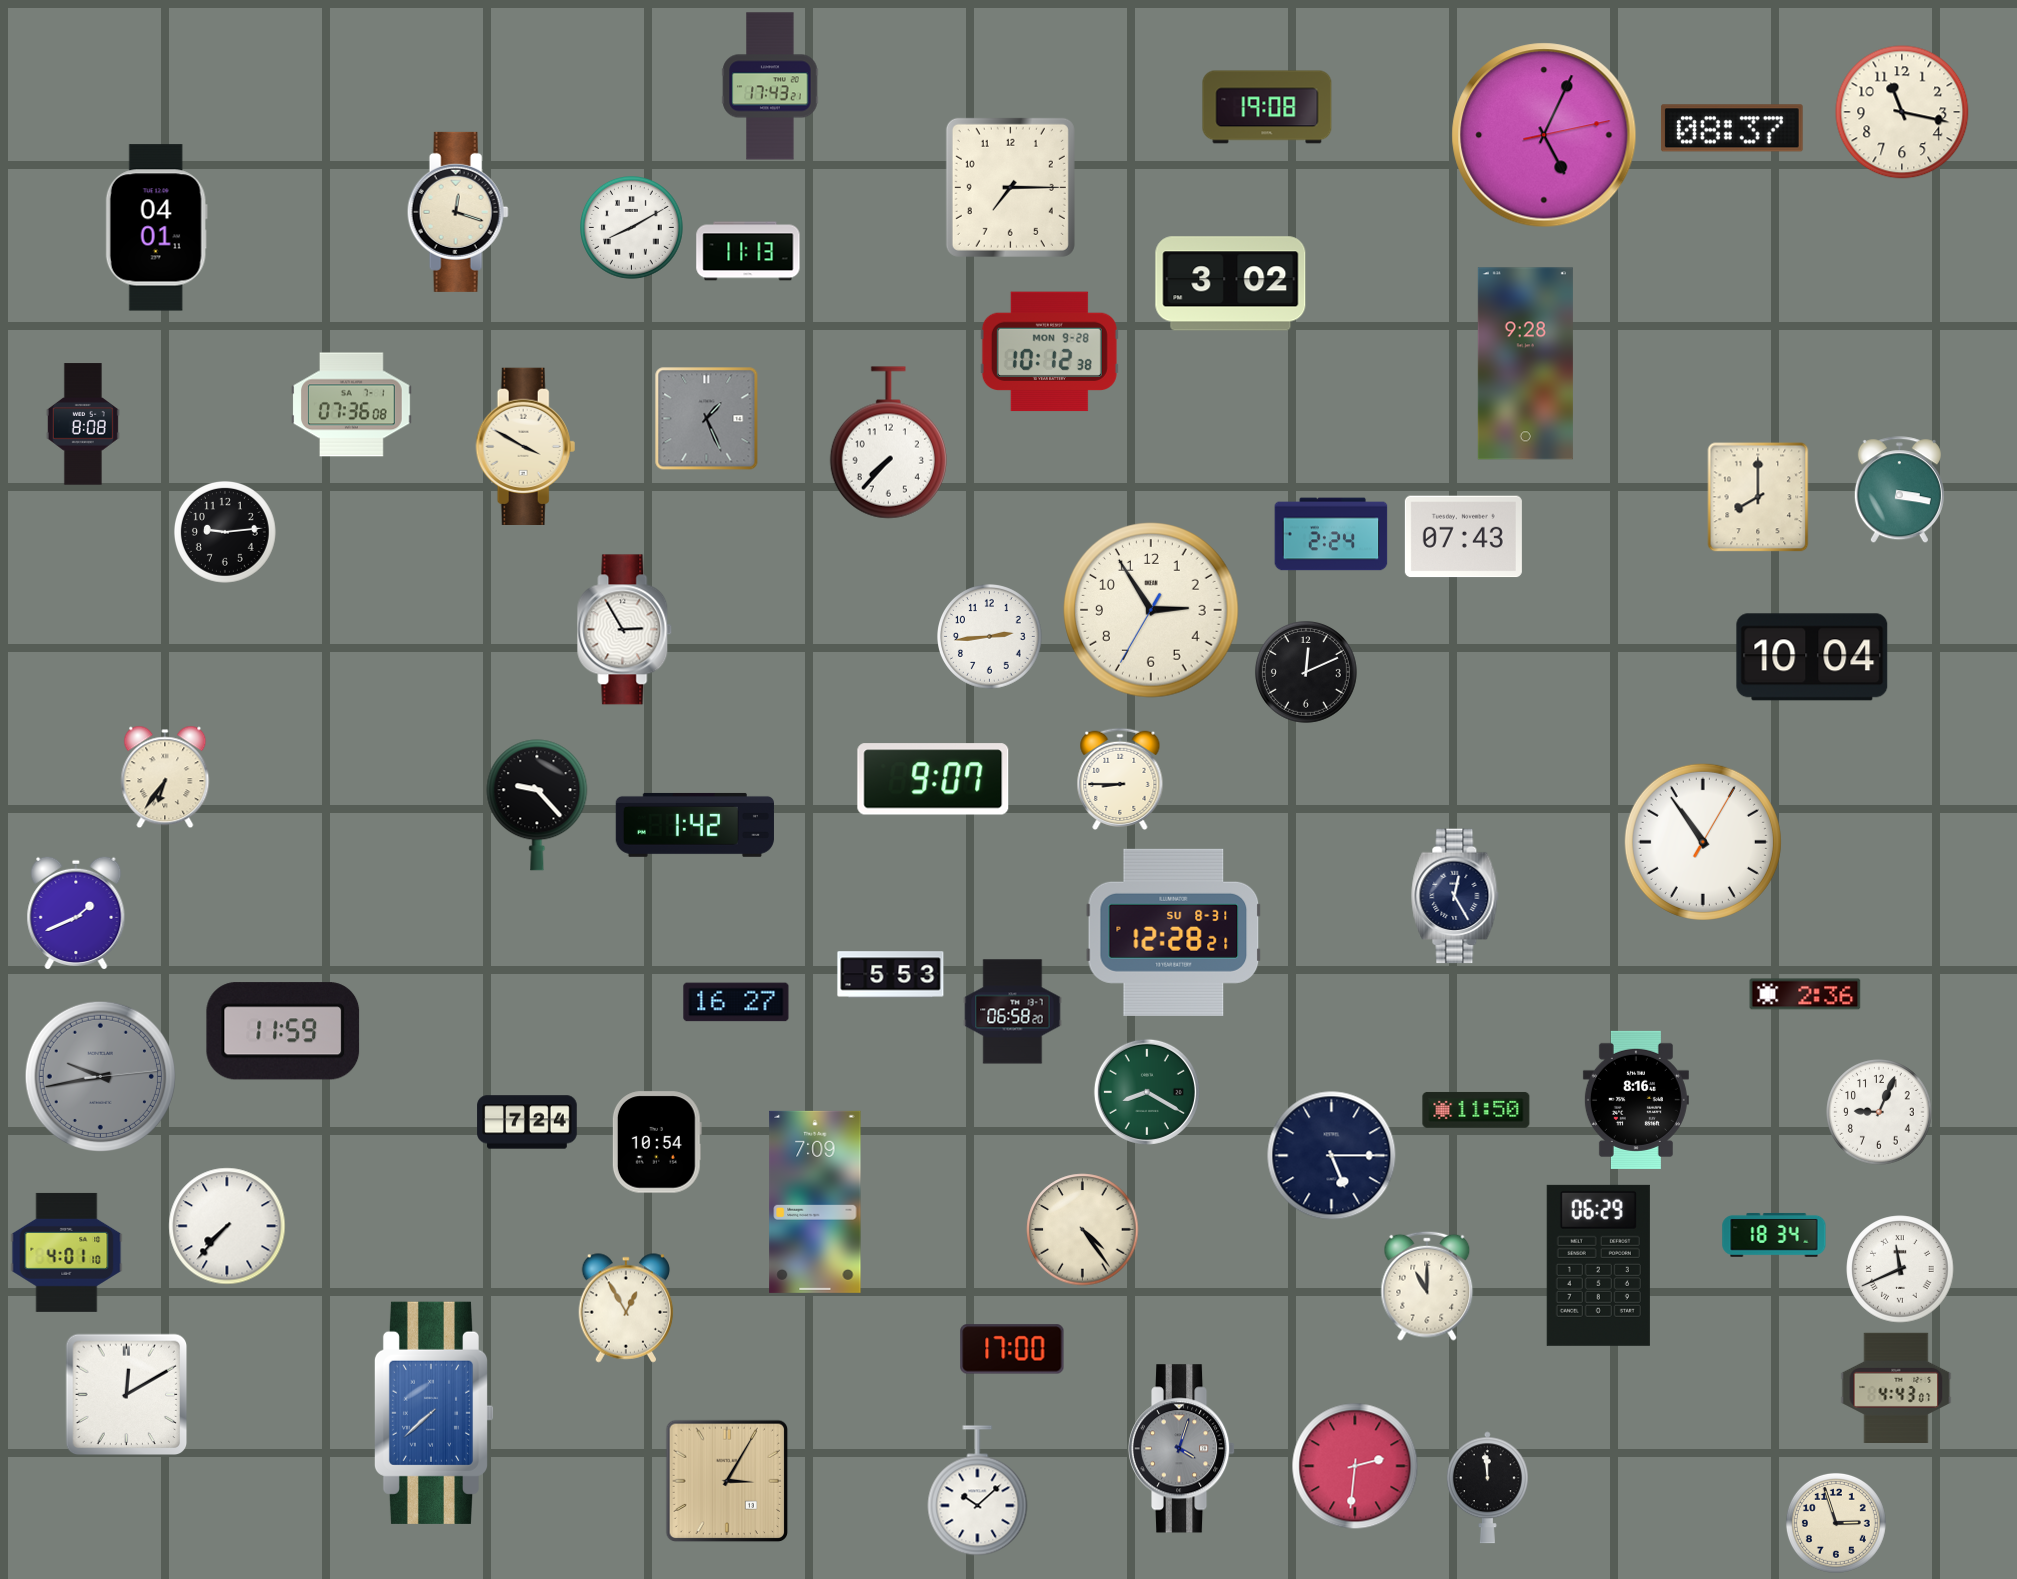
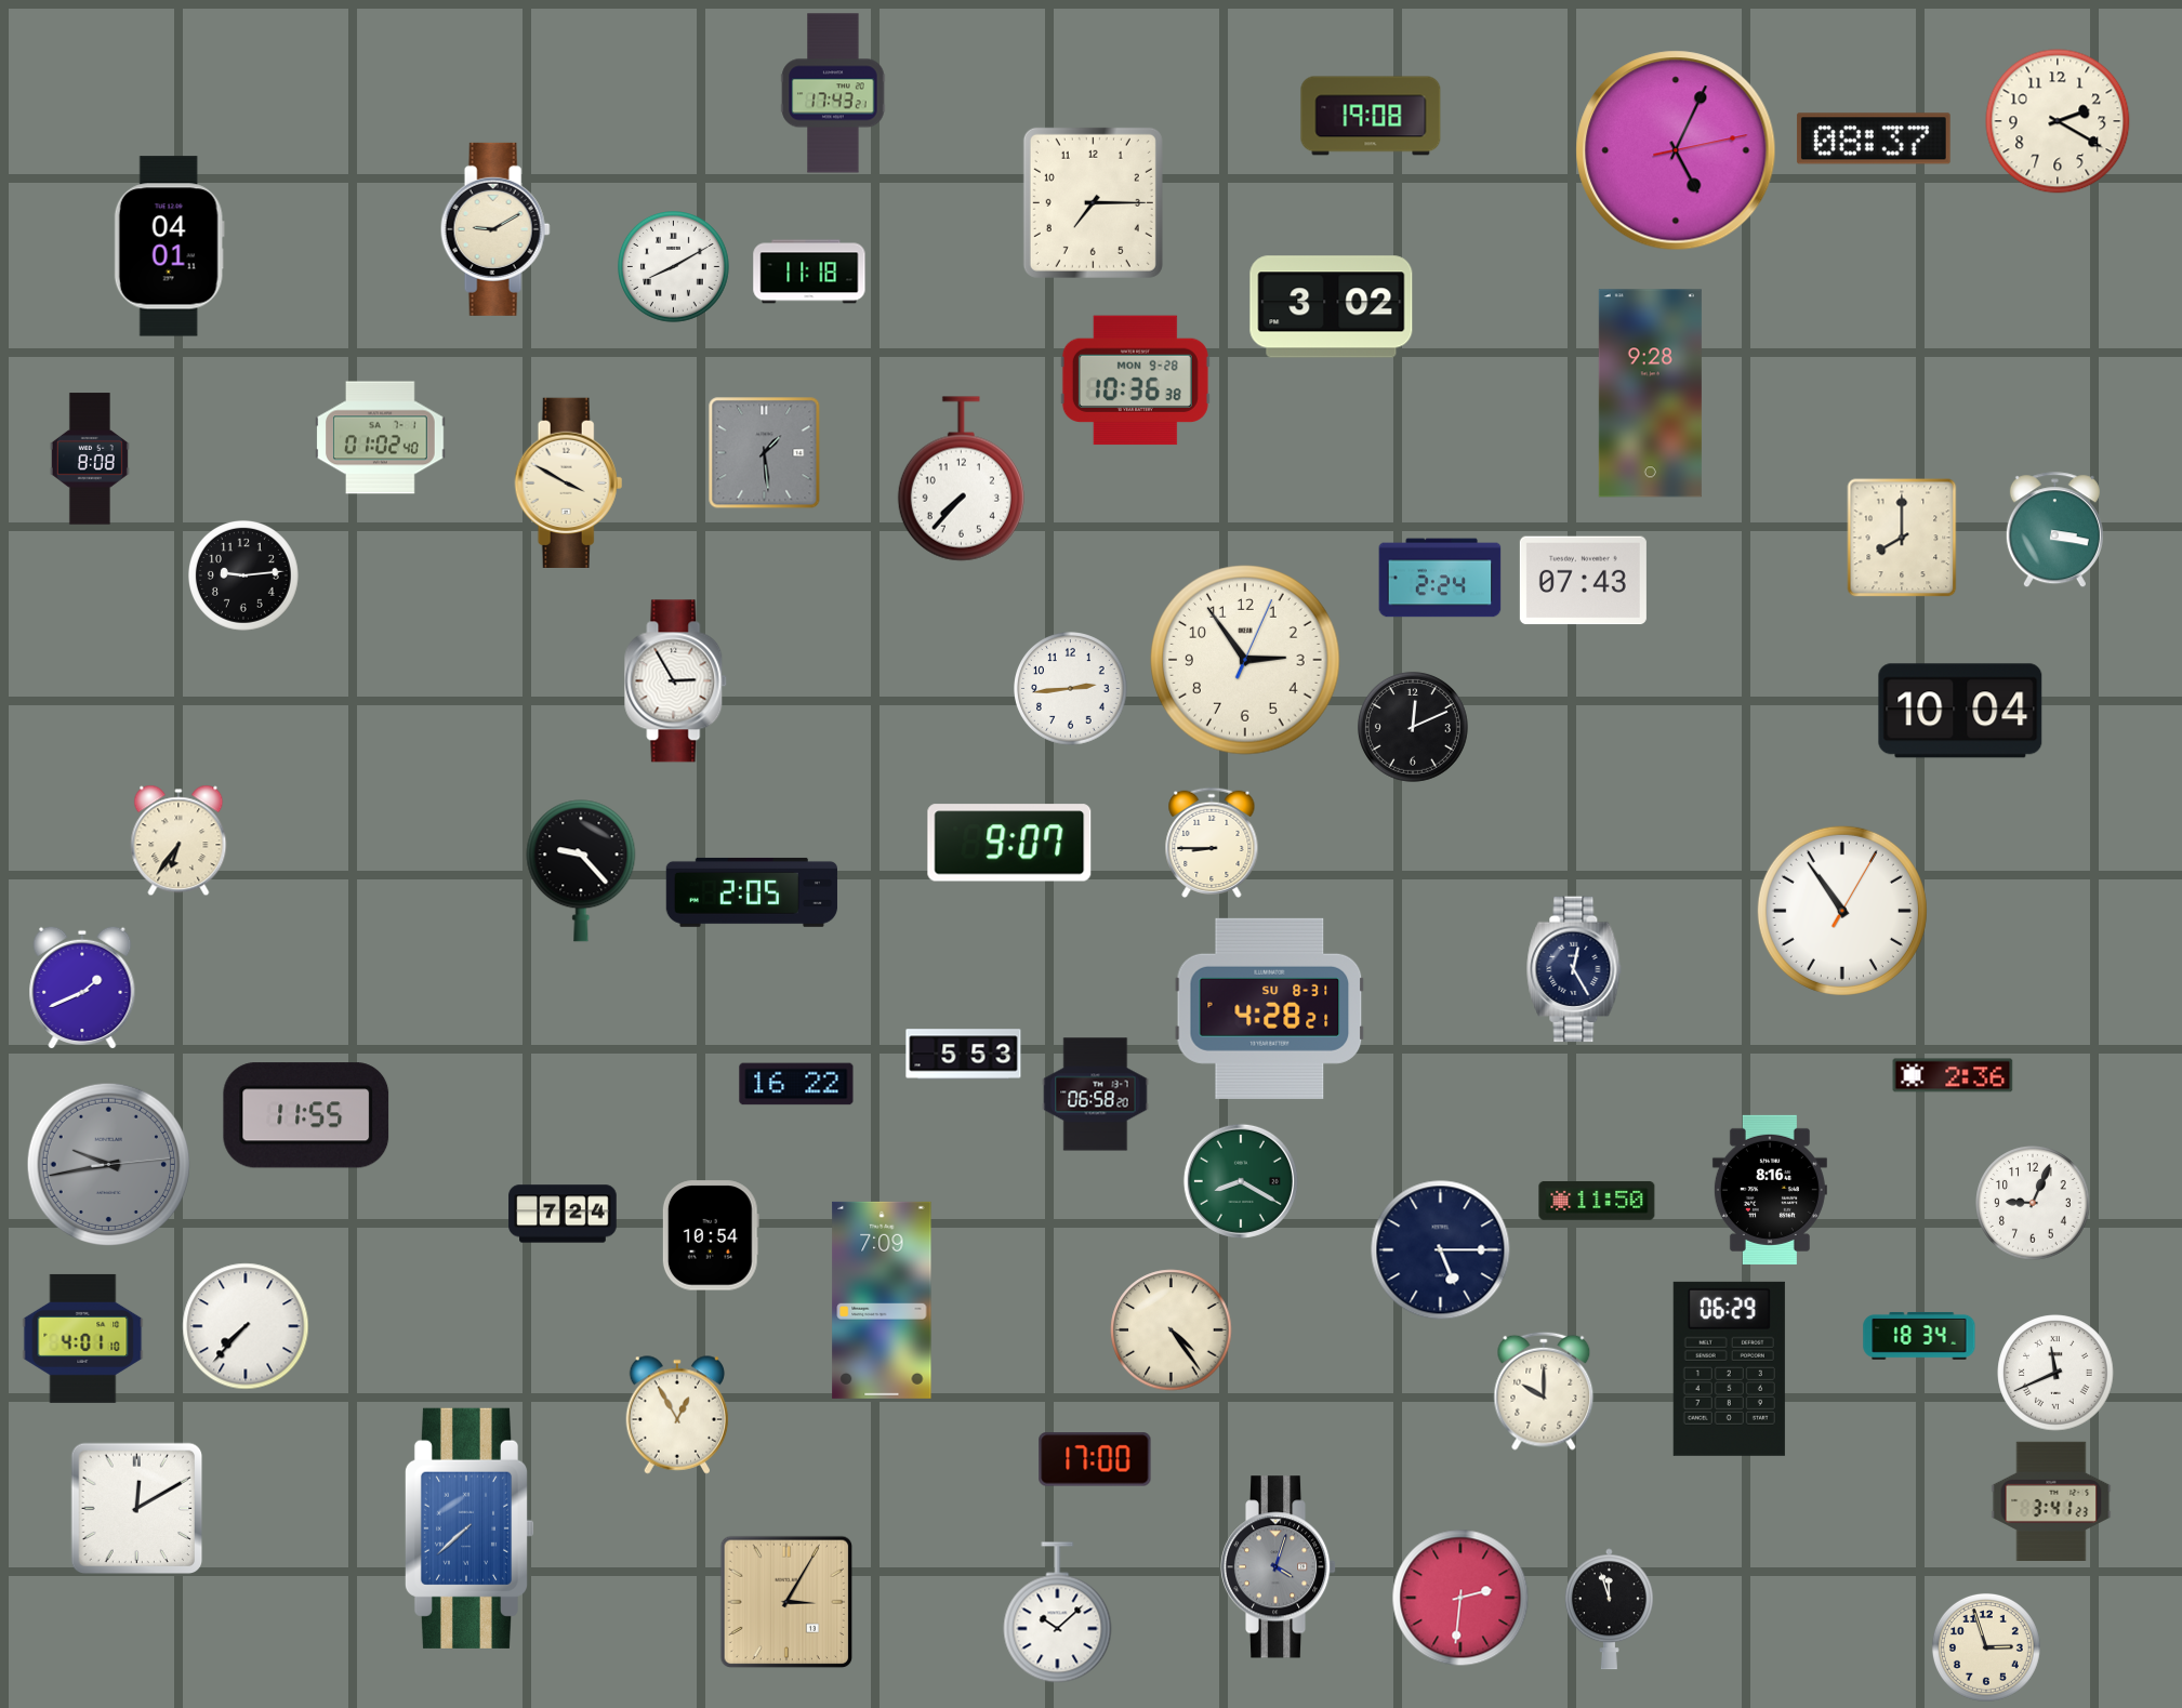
clock at (1902, 112): 11:17 -> 2:20
clock at (1544, 135) position: (1544, 135) -> (1676, 150)
clock at (458, 212): 12:18 -> 9:10
clock at (632, 228) position: (632, 228) -> (674, 267)
clock at (748, 251): 11:13 -> 11:18
clock at (1049, 352): 10:12 -> 10:36
clock at (352, 405): 07:36 -> 01:02
clock at (707, 419): 1:26 -> 1:29
clock at (1151, 610): 2:54:35 -> 2:54:04
clock at (695, 825): 1:42 -> 2:05
clock at (1174, 932): 12:28 -> 4:28
clock at (736, 1002): 16:27 -> 16:22
clock at (283, 1031): 11:59 -> 11:55
clock at (527, 1122) position: (527, 1122) -> (563, 1214)
clock at (67, 1252) position: (67, 1252) -> (83, 1338)
clock at (1427, 1286): 11:00 -> 10:00
clock at (1896, 1387): 4:43 -> 3:41
clock at (1355, 1466) position: (1355, 1466) -> (1460, 1598)
clock at (1487, 1488): 11:59 -> 11:57
